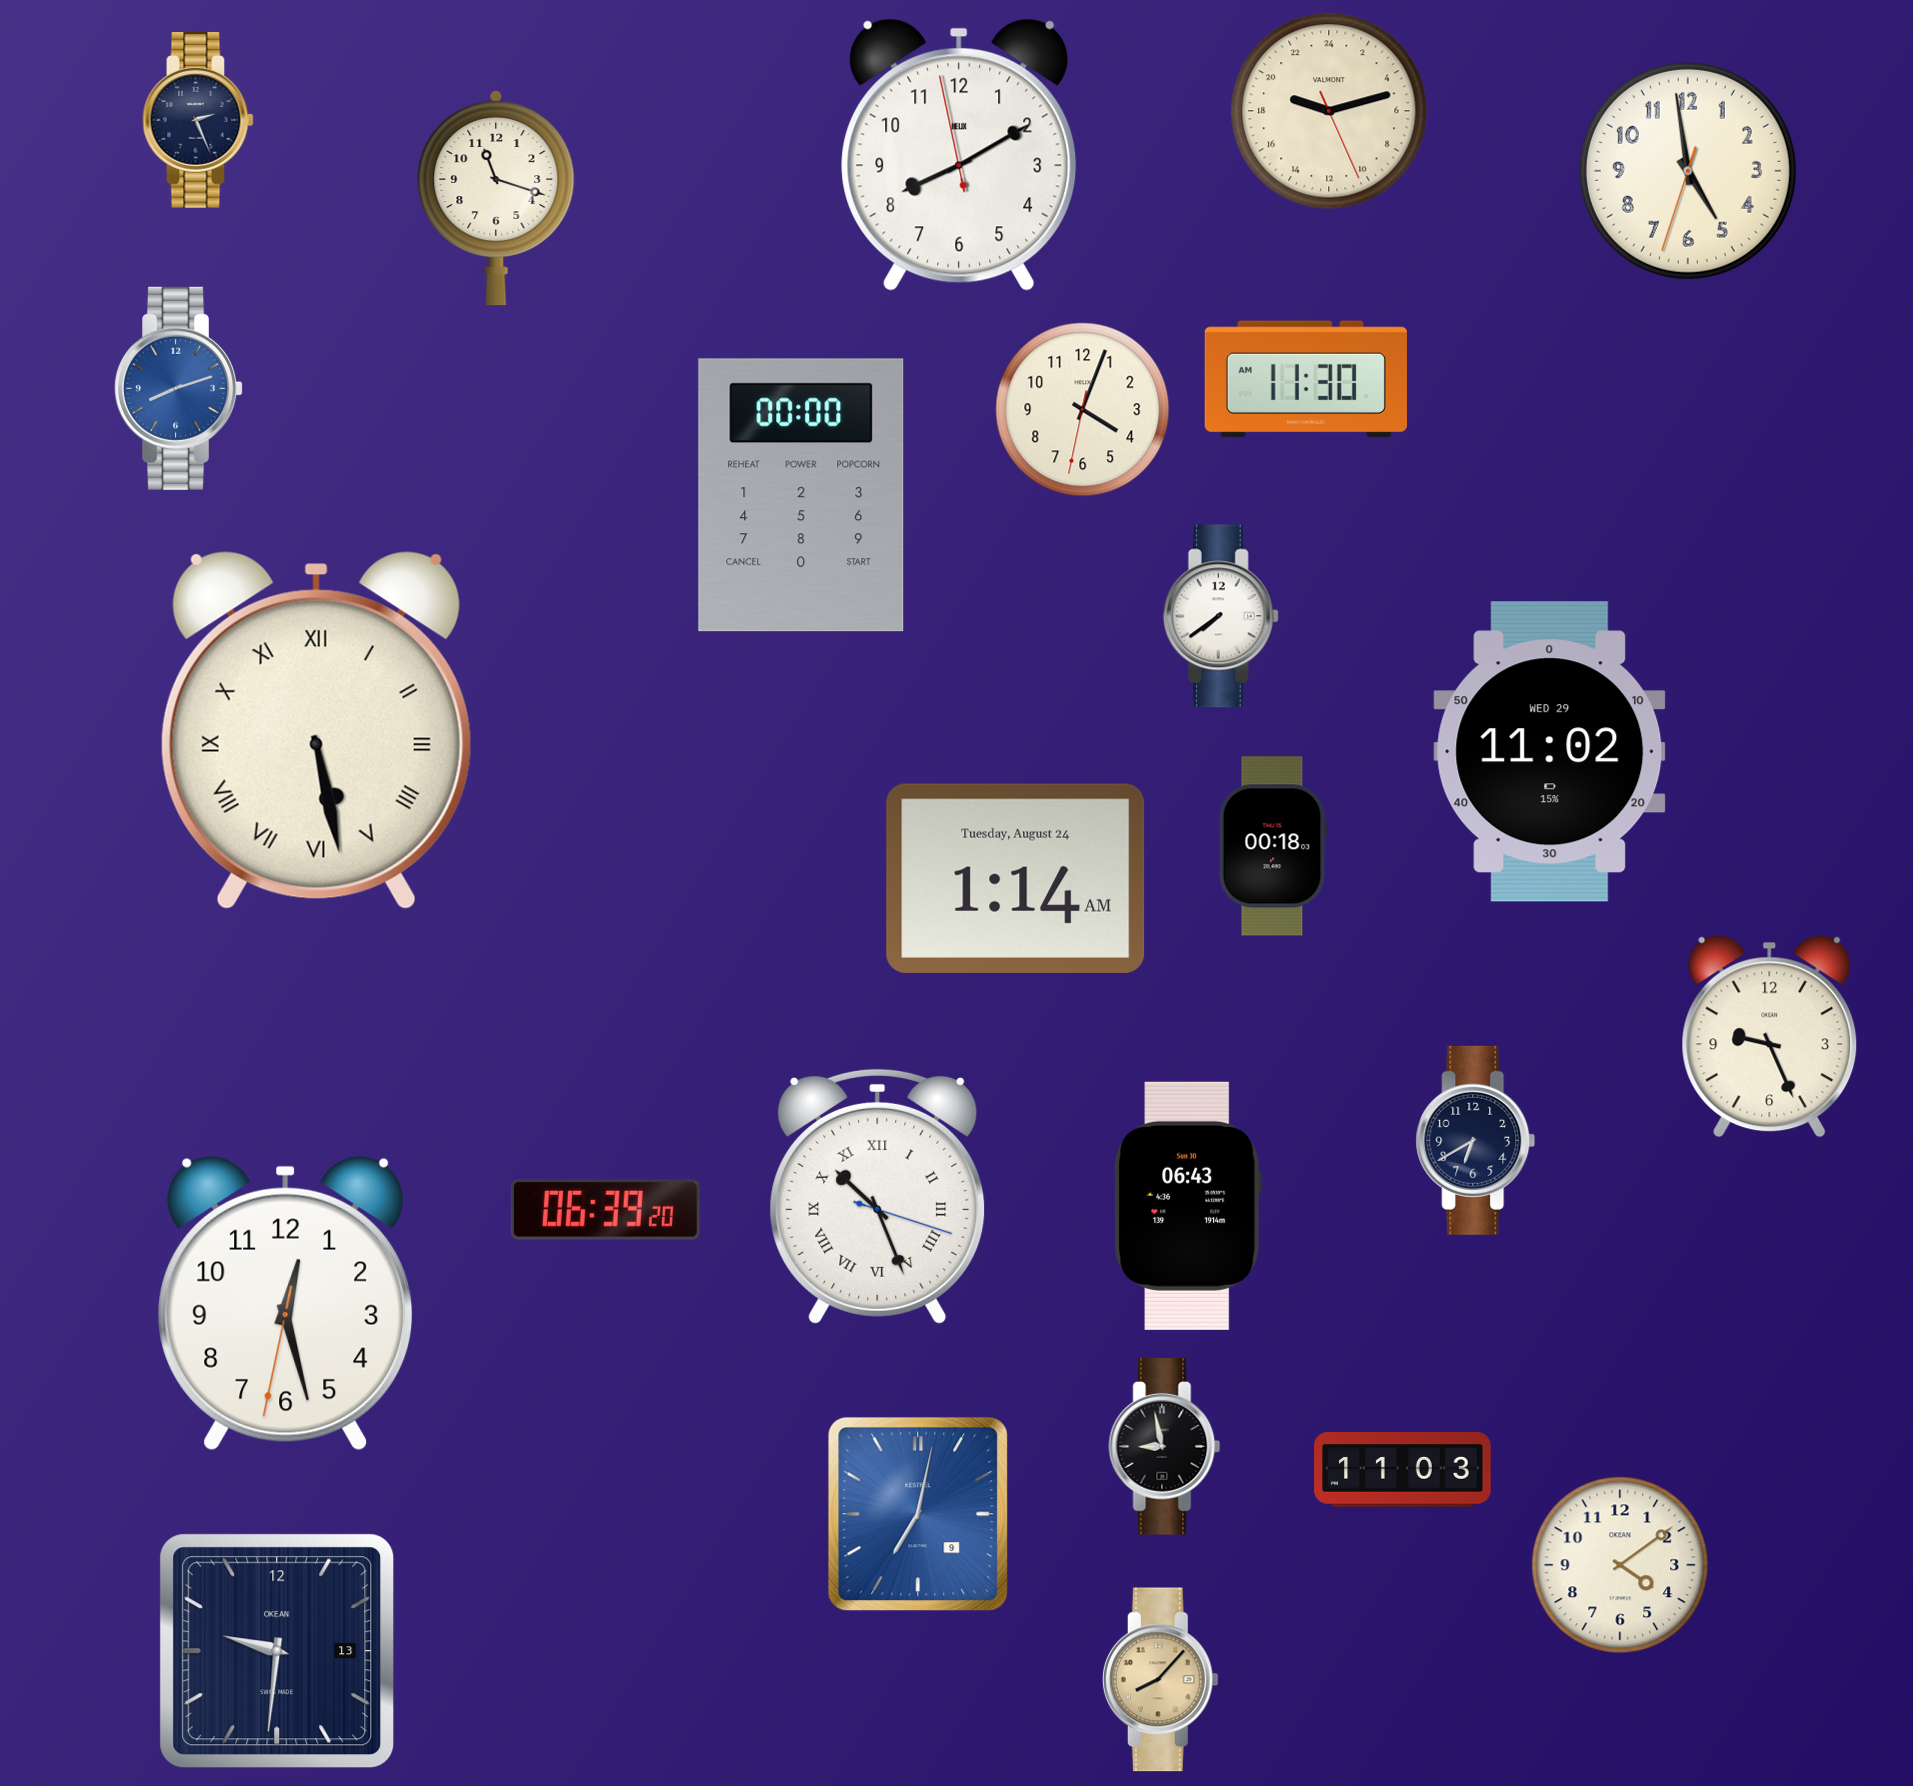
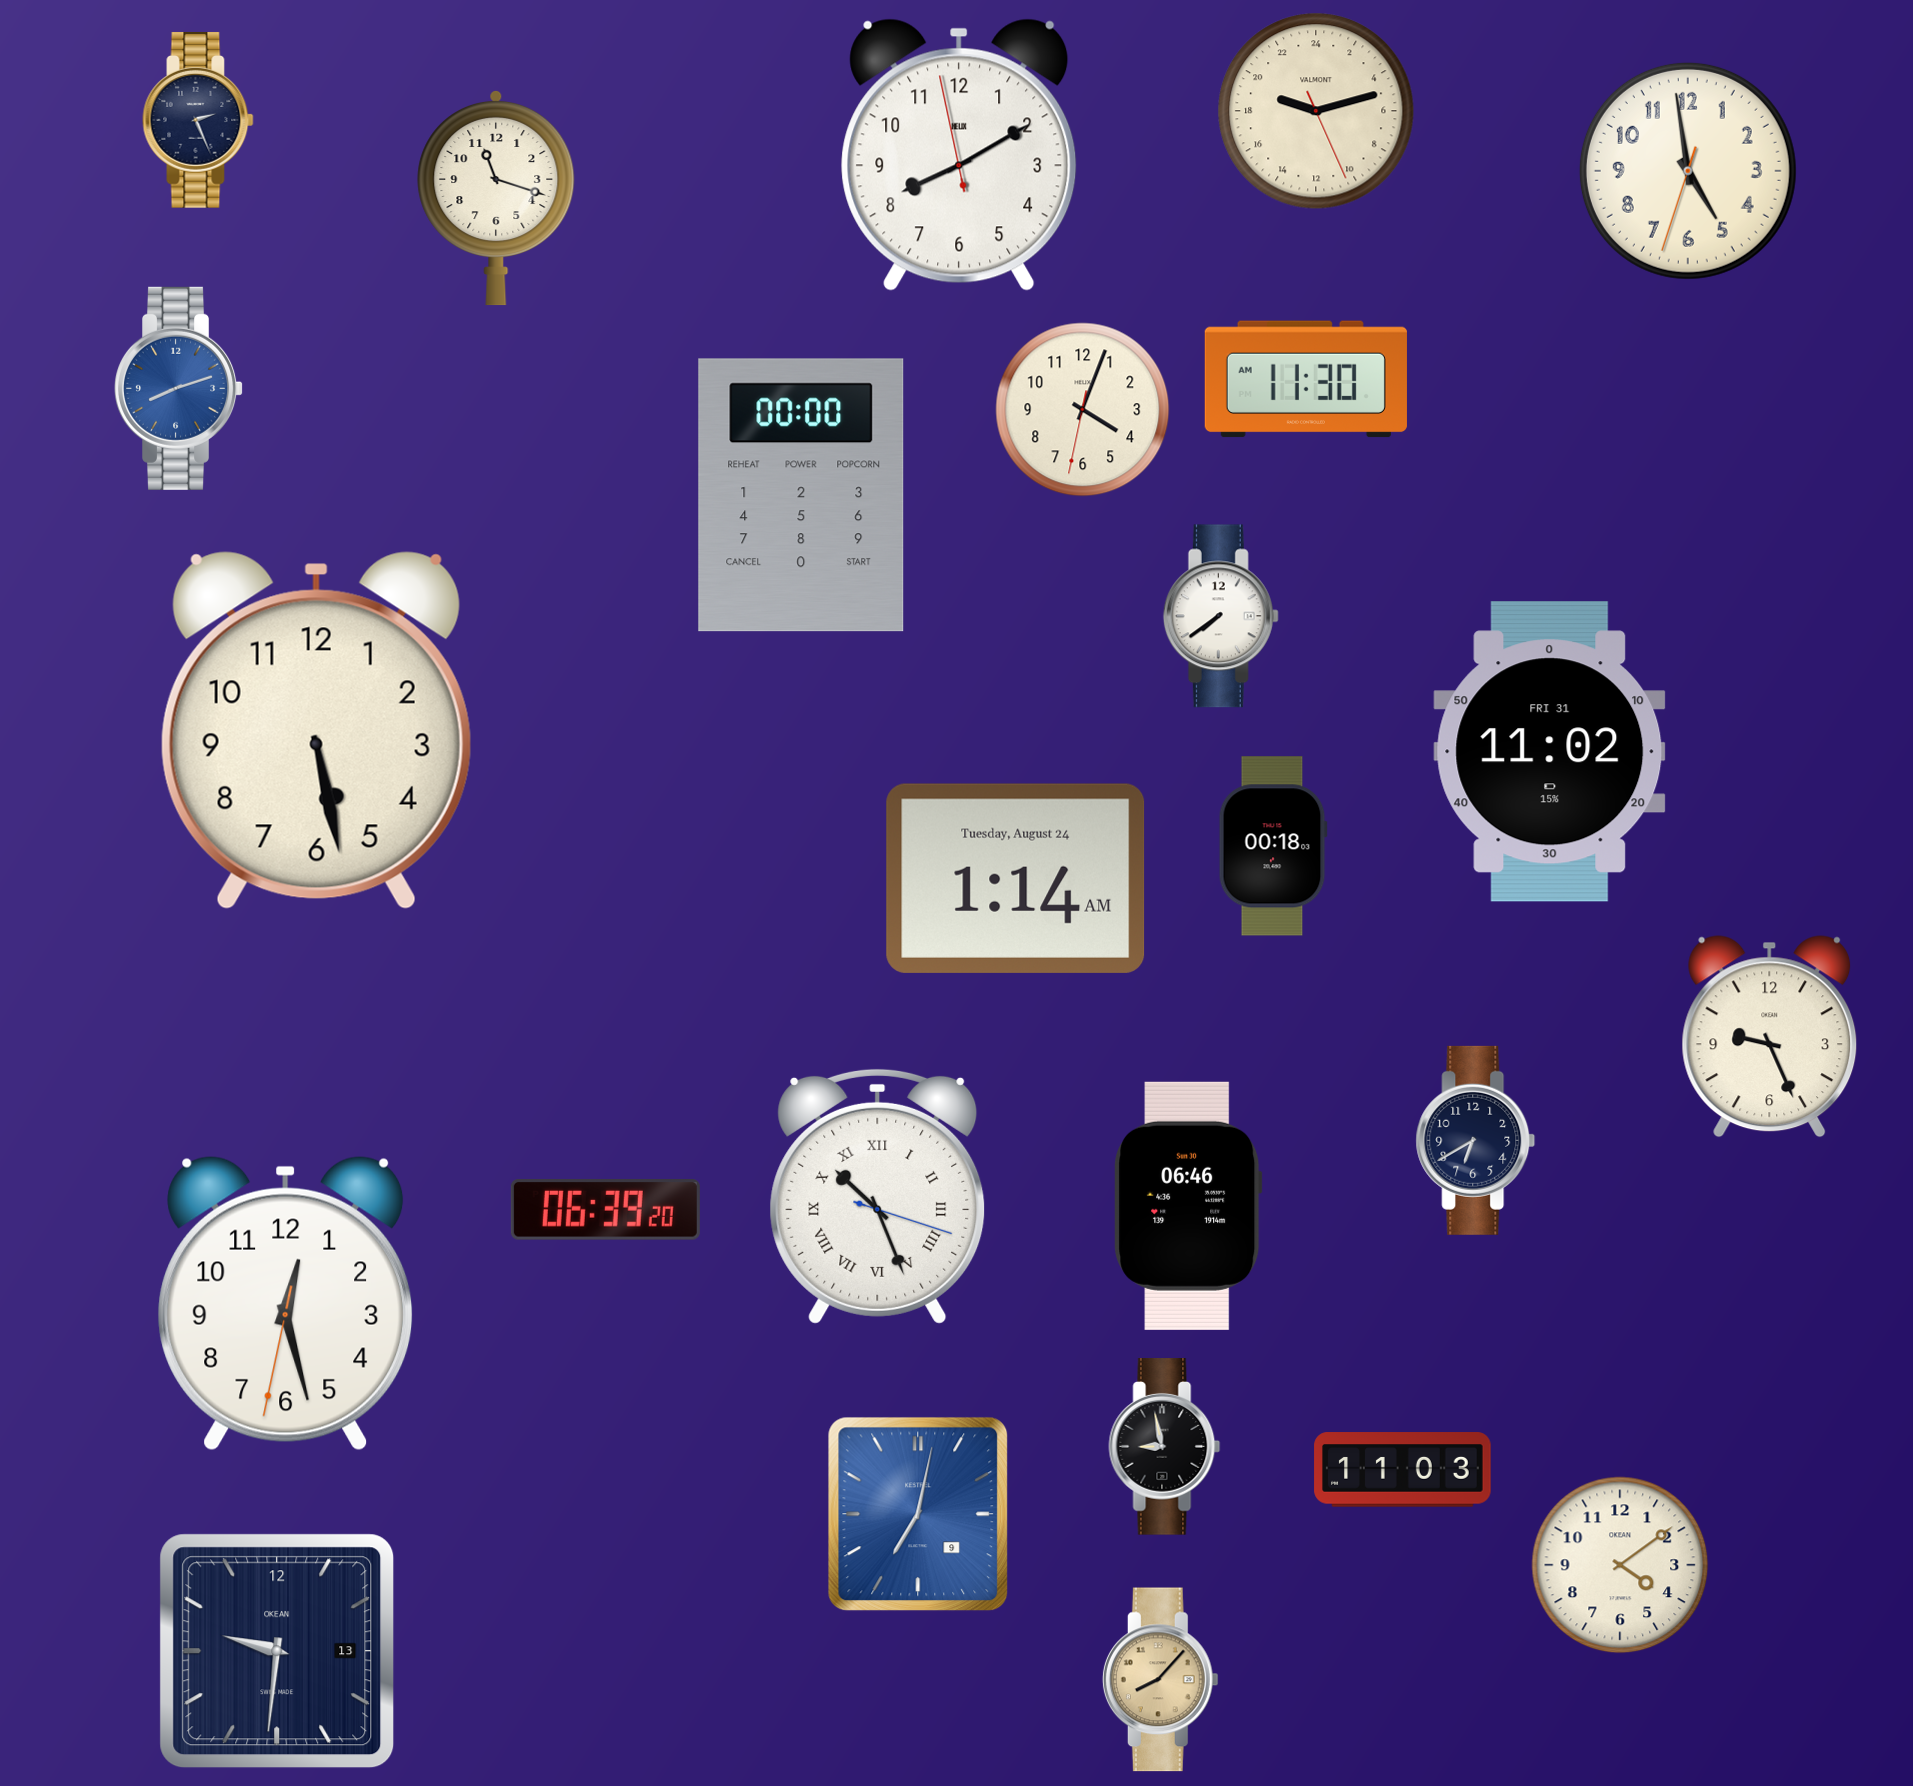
clock at (1329, 111) position: (1329, 111) -> (1316, 111)
clock at (316, 730) numerals: Roman -> Arabic
clock at (1550, 752) date: WED 29 -> FRI 31
clock at (1188, 1206): 06:43 -> 06:46
